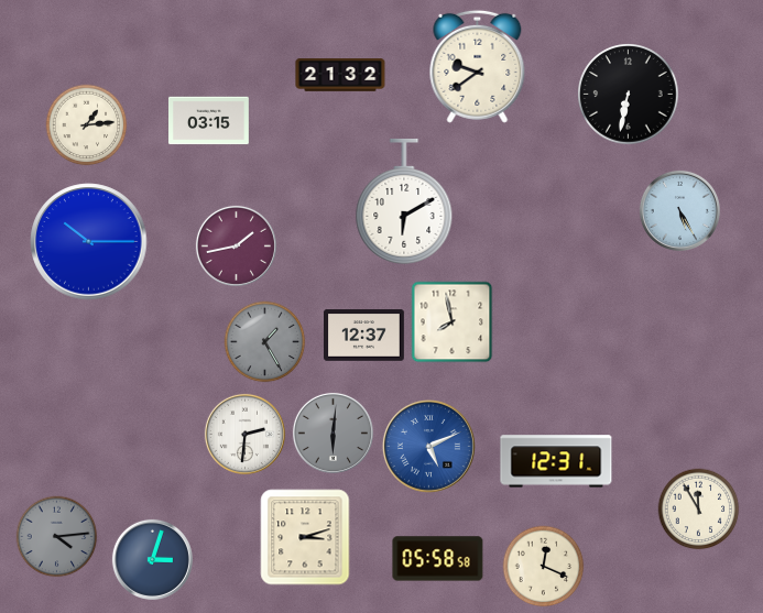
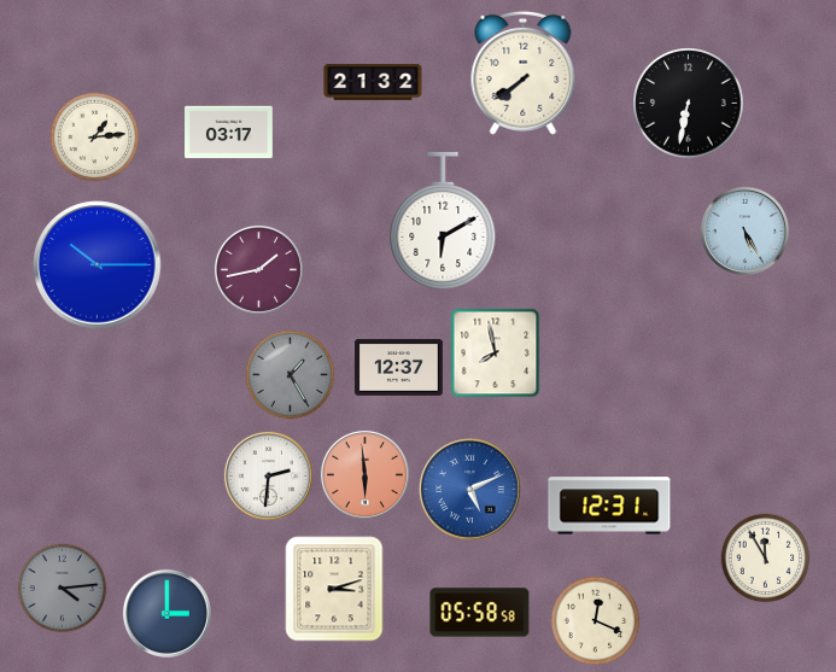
clock at (478, 66): 9:39 -> 7:39
clock at (209, 121): 03:15 -> 03:17
clock at (333, 433): 6:01 -> 5:59
clock at (333, 433) dial: grey -> salmon
clock at (152, 559): 3:03 -> 3:00
